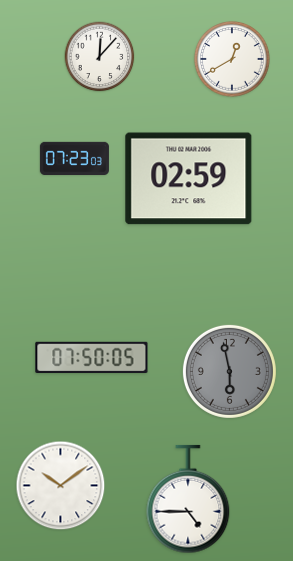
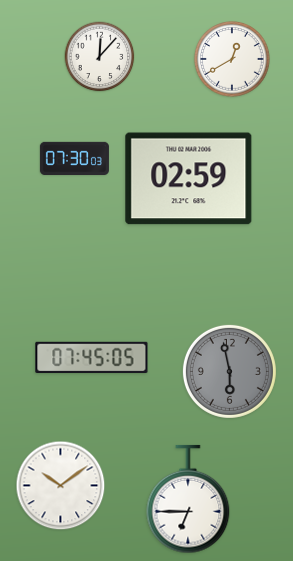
clock at (74, 158): 07:23 -> 07:30
clock at (92, 358): 07:50 -> 07:45
clock at (188, 499): 4:45 -> 6:45
